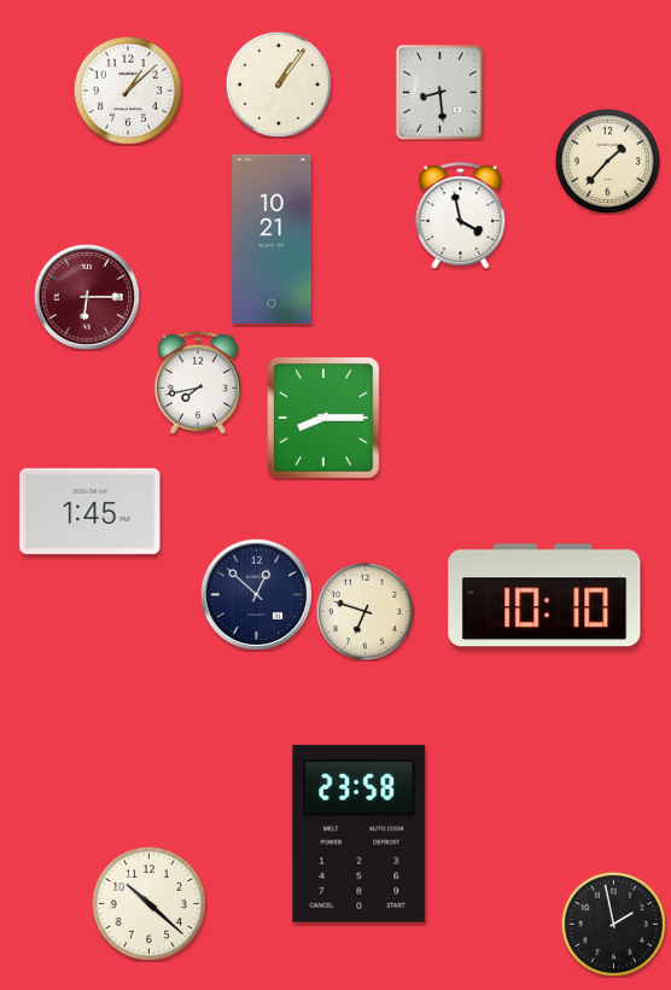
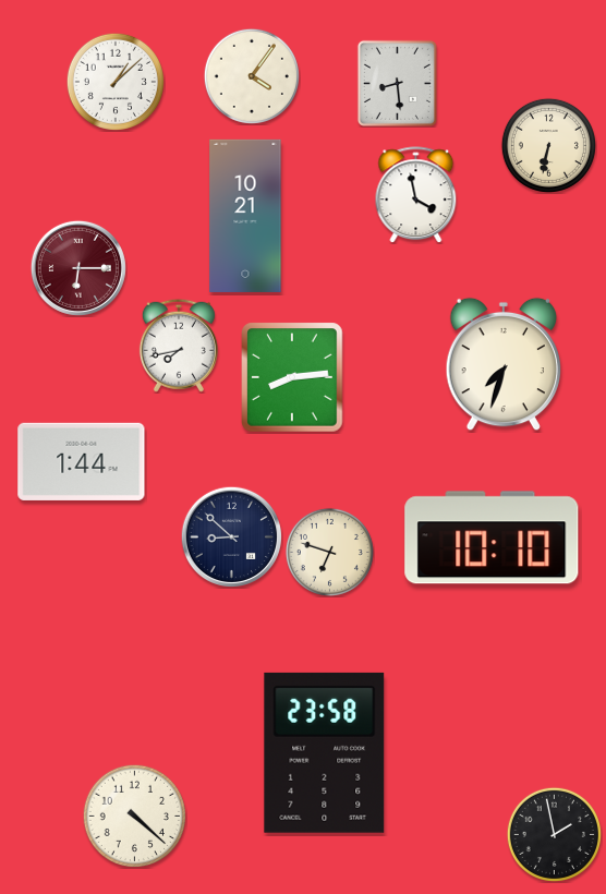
clock at (279, 85): 1:06 -> 4:06
clock at (607, 161): 1:37 -> 6:32
clock at (502, 364): none -> 7:33
clock at (323, 418): 8:15 -> 8:14
clock at (91, 511): 1:45 -> 1:44
clock at (256, 594): 12:52 -> 8:52
clock at (148, 903): 10:22 -> 4:22
